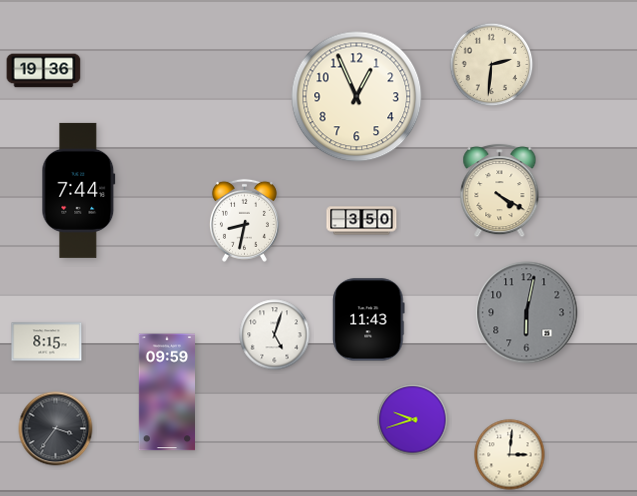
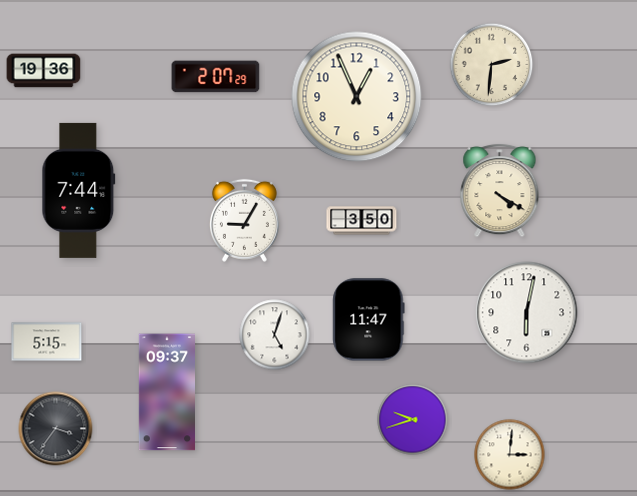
clock at (216, 77): none -> 2:07
clock at (244, 220): 8:32 -> 9:05
clock at (527, 313) dial: grey -> white
clock at (369, 320): 11:43 -> 11:47
clock at (47, 342): 8:15 -> 5:15
clock at (167, 392): 09:59 -> 09:37
